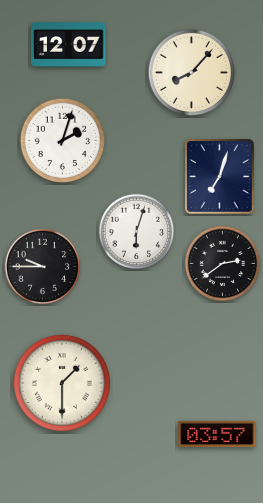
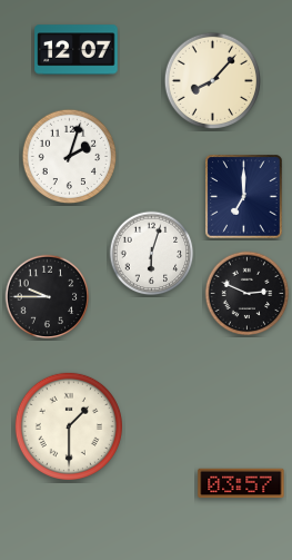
clock at (220, 177): 7:03 -> 7:00
clock at (137, 232) position: (137, 232) -> (152, 254)
clock at (223, 264): 2:39 -> 2:49
